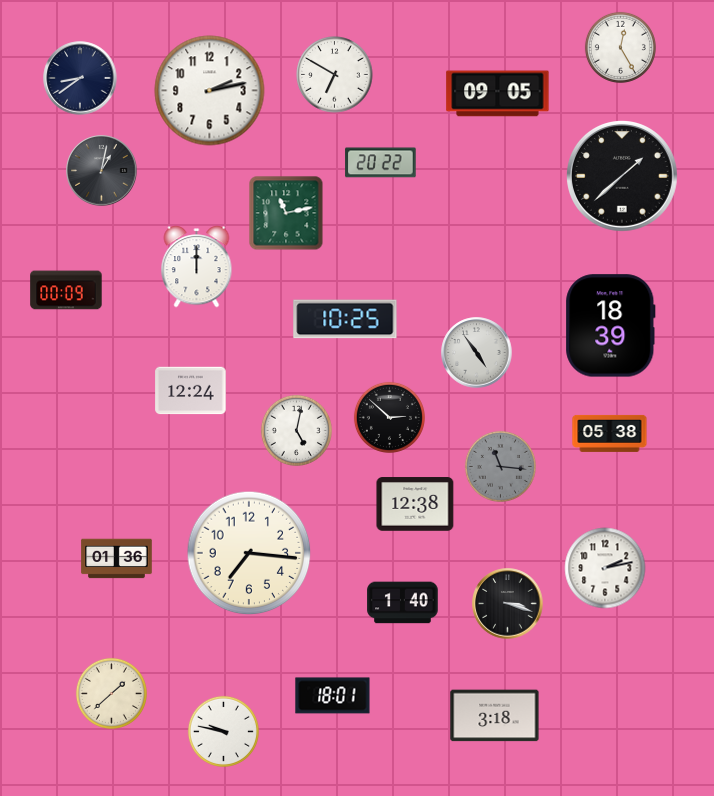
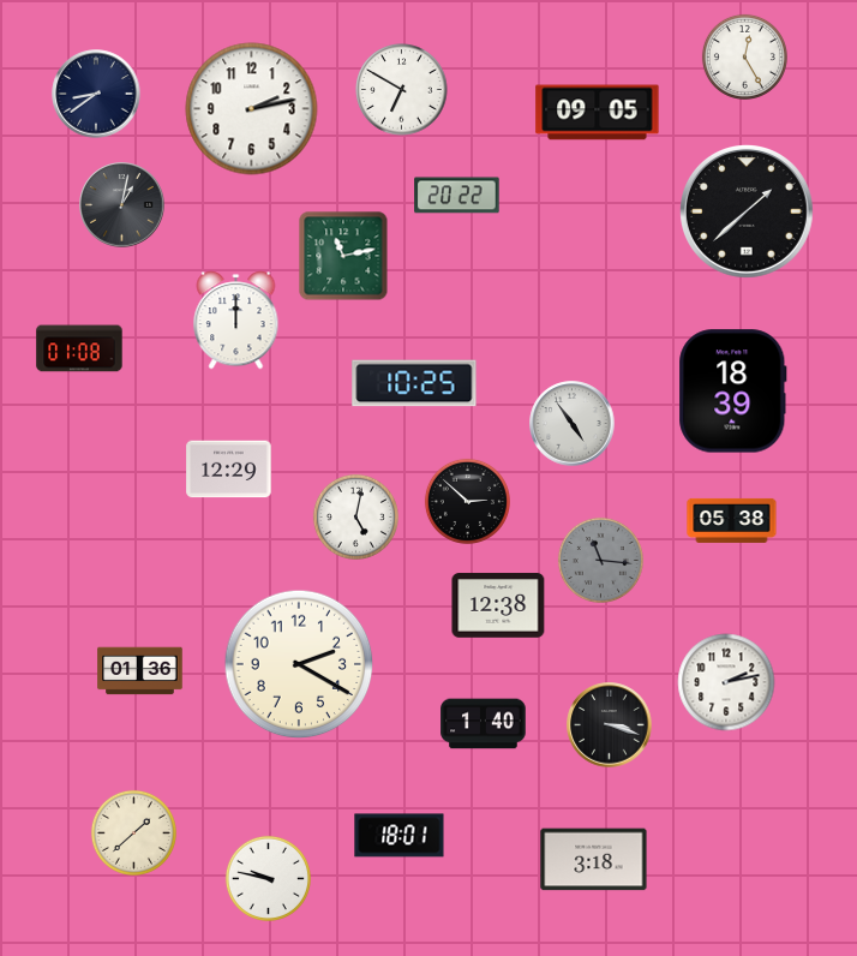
clock at (66, 290): 00:09 -> 01:08
clock at (191, 391): 12:24 -> 12:29
clock at (249, 553): 7:16 -> 2:20
